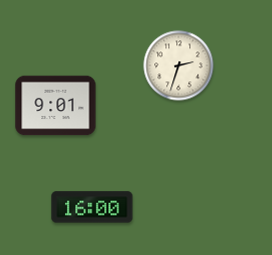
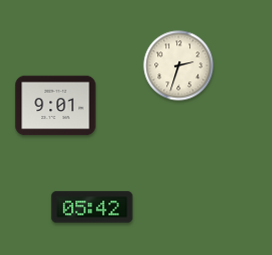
clock at (92, 207): 16:00 -> 05:42
